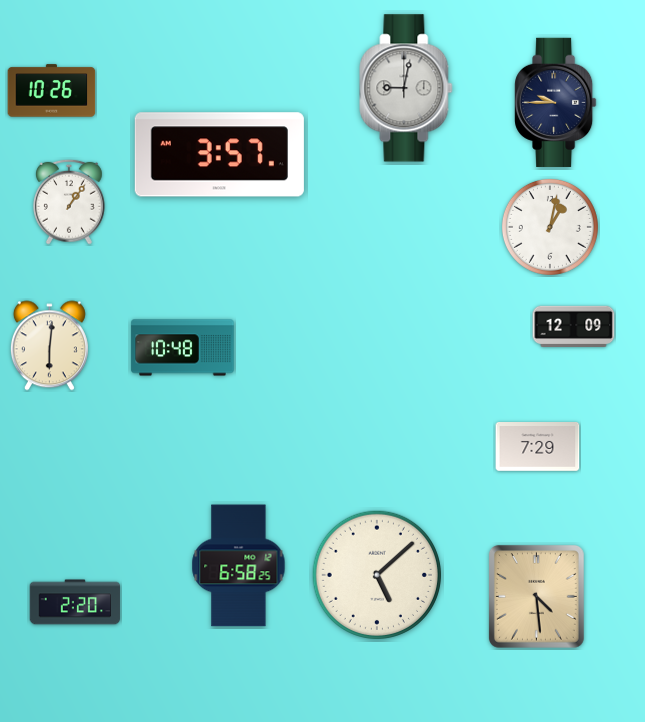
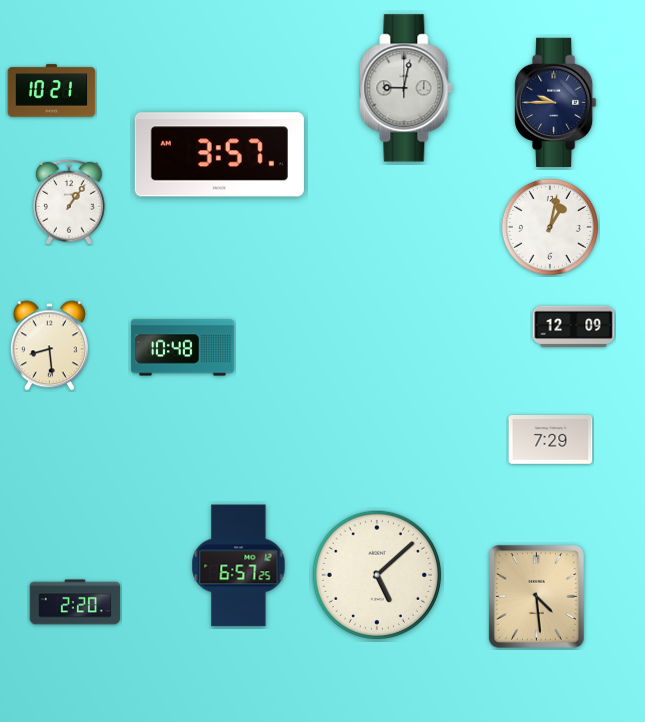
clock at (52, 91): 10:26 -> 10:21
clock at (49, 346): 6:01 -> 8:29
clock at (538, 447) position: (538, 447) -> (551, 440)
clock at (239, 566): 6:58 -> 6:57
